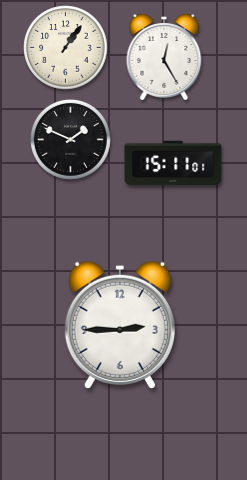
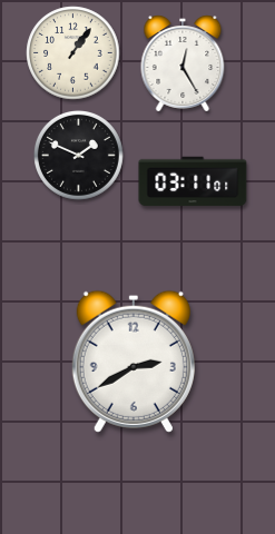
clock at (173, 163): 15:11 -> 03:11
clock at (120, 325): 2:45 -> 2:40
